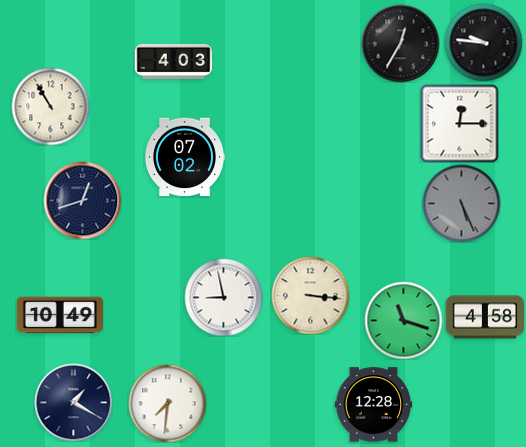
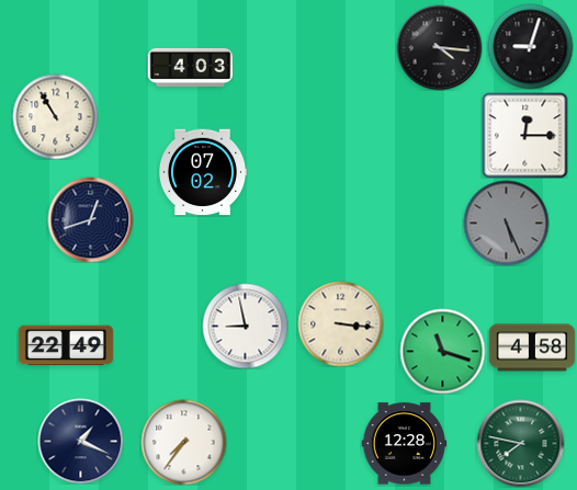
clock at (483, 42): 9:46 -> 9:03
clock at (400, 43): 12:35 -> 4:16
clock at (459, 123) position: (459, 123) -> (524, 135)
clock at (60, 315): 10:49 -> 22:49
clock at (73, 402): 1:20 -> 1:19
clock at (167, 403): 7:31 -> 7:36
clock at (520, 443): none -> 7:47
clock at (373, 405) position: (373, 405) -> (404, 444)
